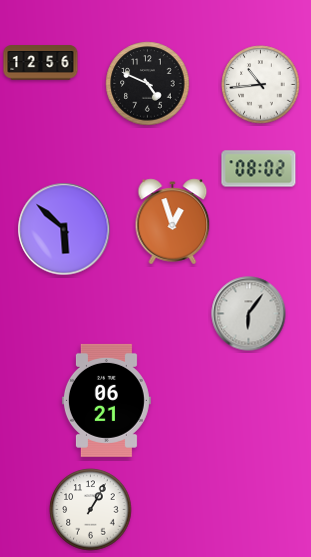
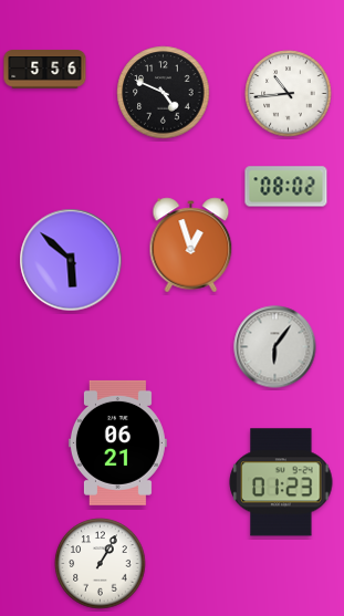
clock at (41, 63): 12:56 -> 5:56
clock at (64, 229) position: (64, 229) -> (71, 260)
clock at (281, 482): none -> 01:23
